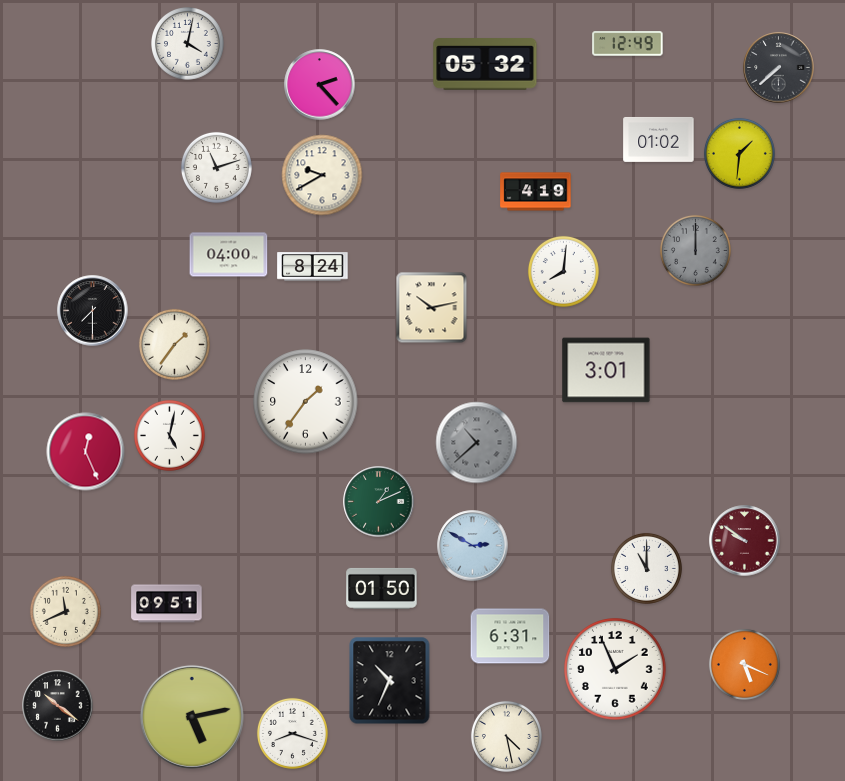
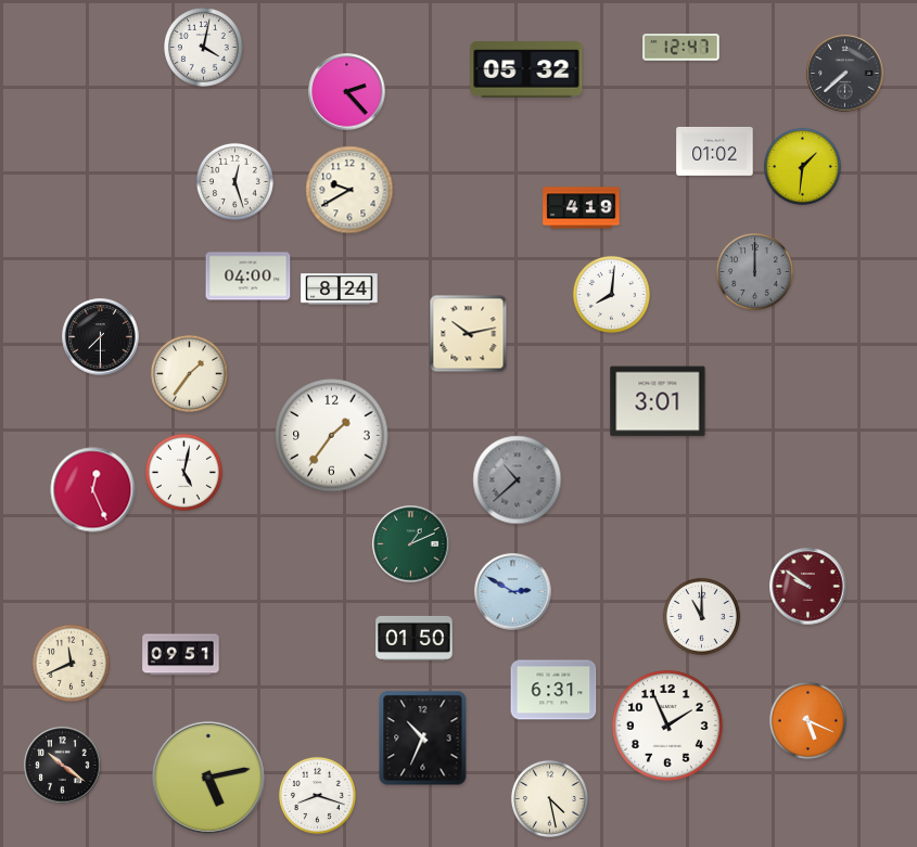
clock at (628, 44): 12:49 -> 12:47
clock at (216, 167): 11:12 -> 12:27
